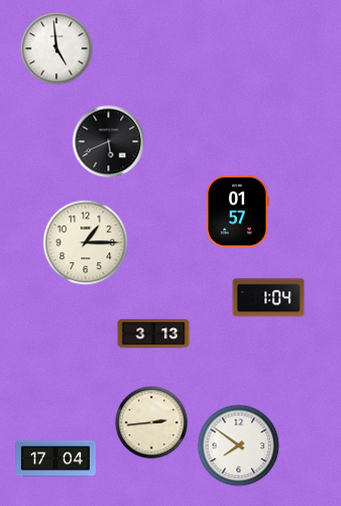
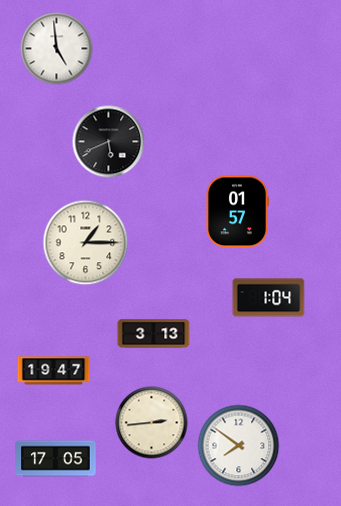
clock at (54, 371): none -> 19:47
clock at (56, 459): 17:04 -> 17:05
